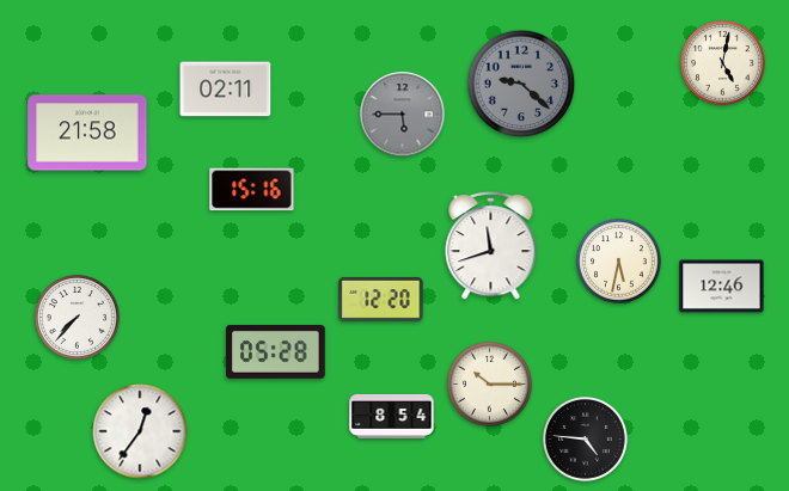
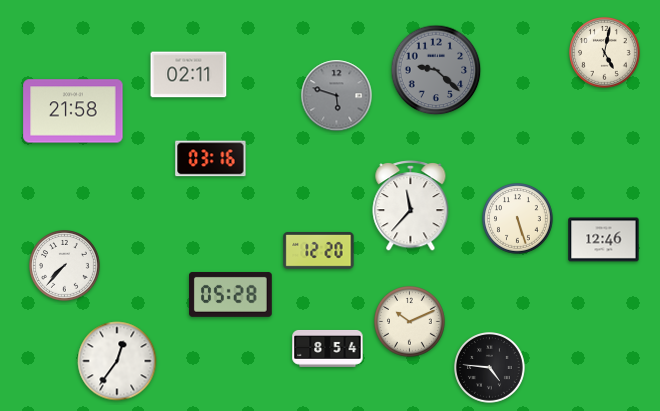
clock at (403, 115): 5:45 -> 5:48
clock at (252, 190): 15:16 -> 03:16
clock at (491, 246): 11:42 -> 11:37
clock at (619, 262): 5:32 -> 5:27
clock at (490, 385): 10:15 -> 10:11
